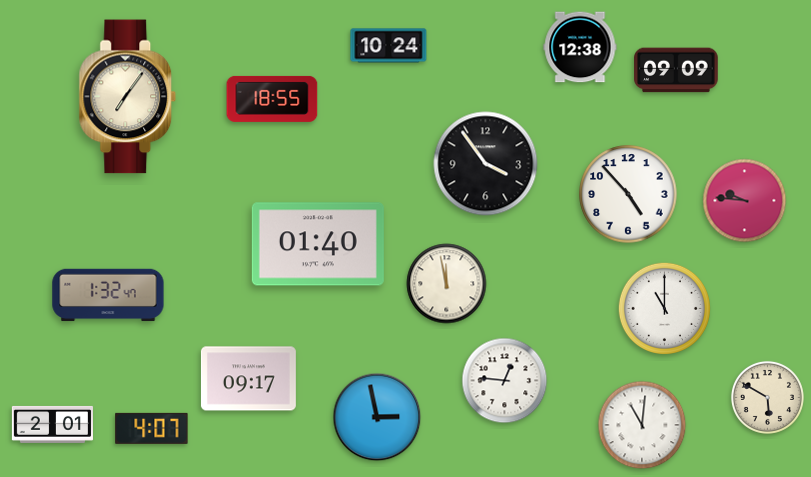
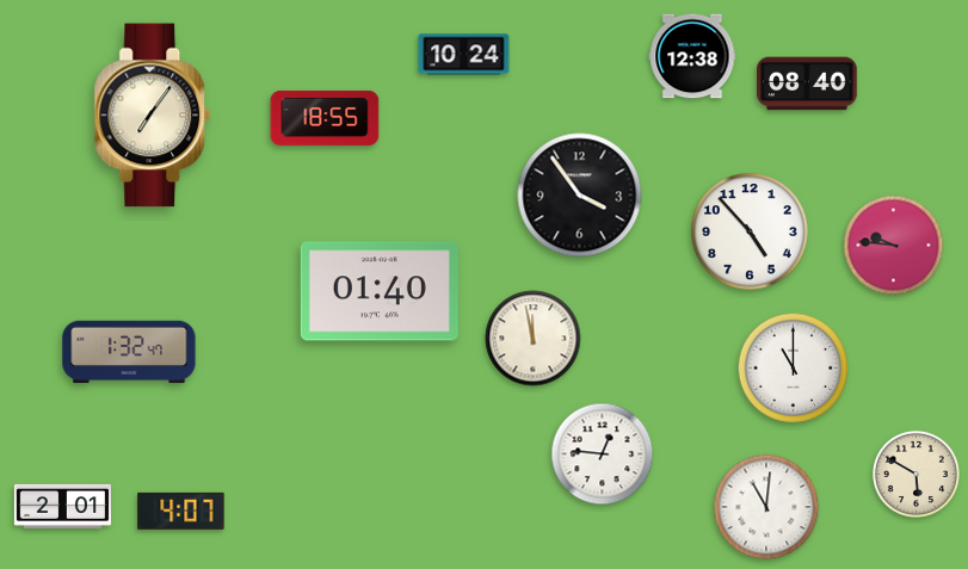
clock at (676, 70): 09:09 -> 08:40
clock at (745, 201) position: (745, 201) -> (894, 246)
clock at (248, 379): 09:17 -> none
clock at (377, 417): 2:58 -> none
